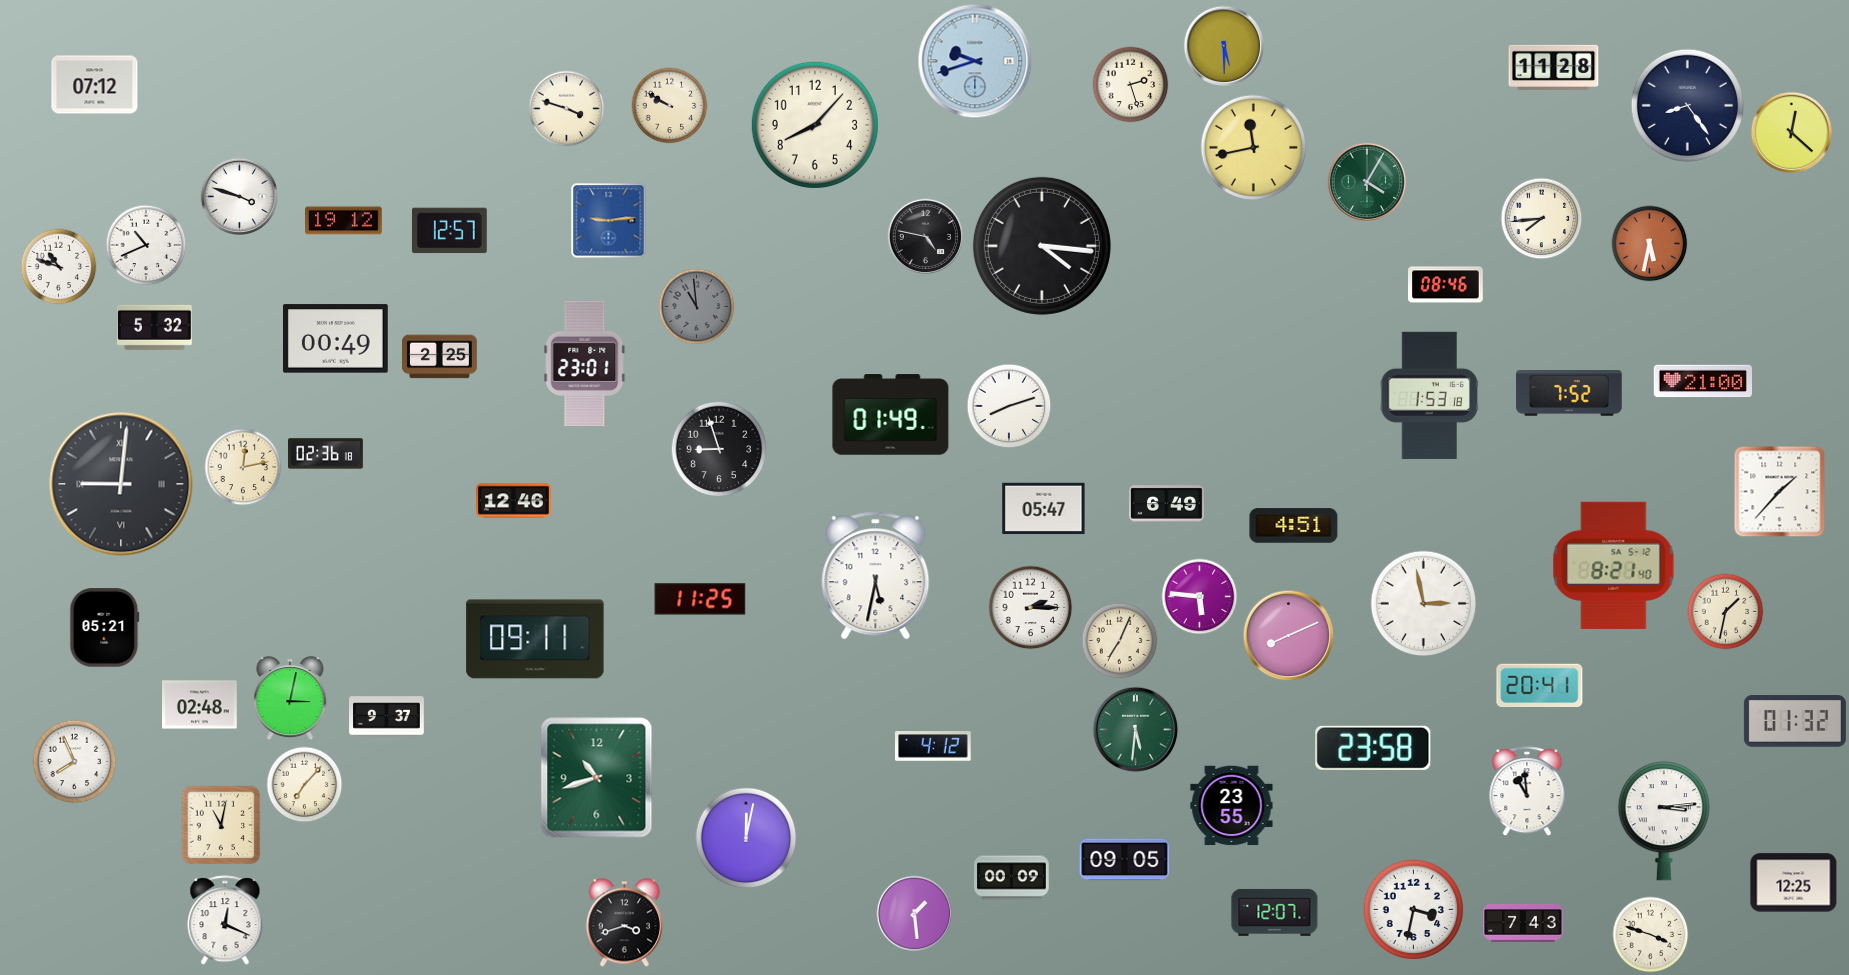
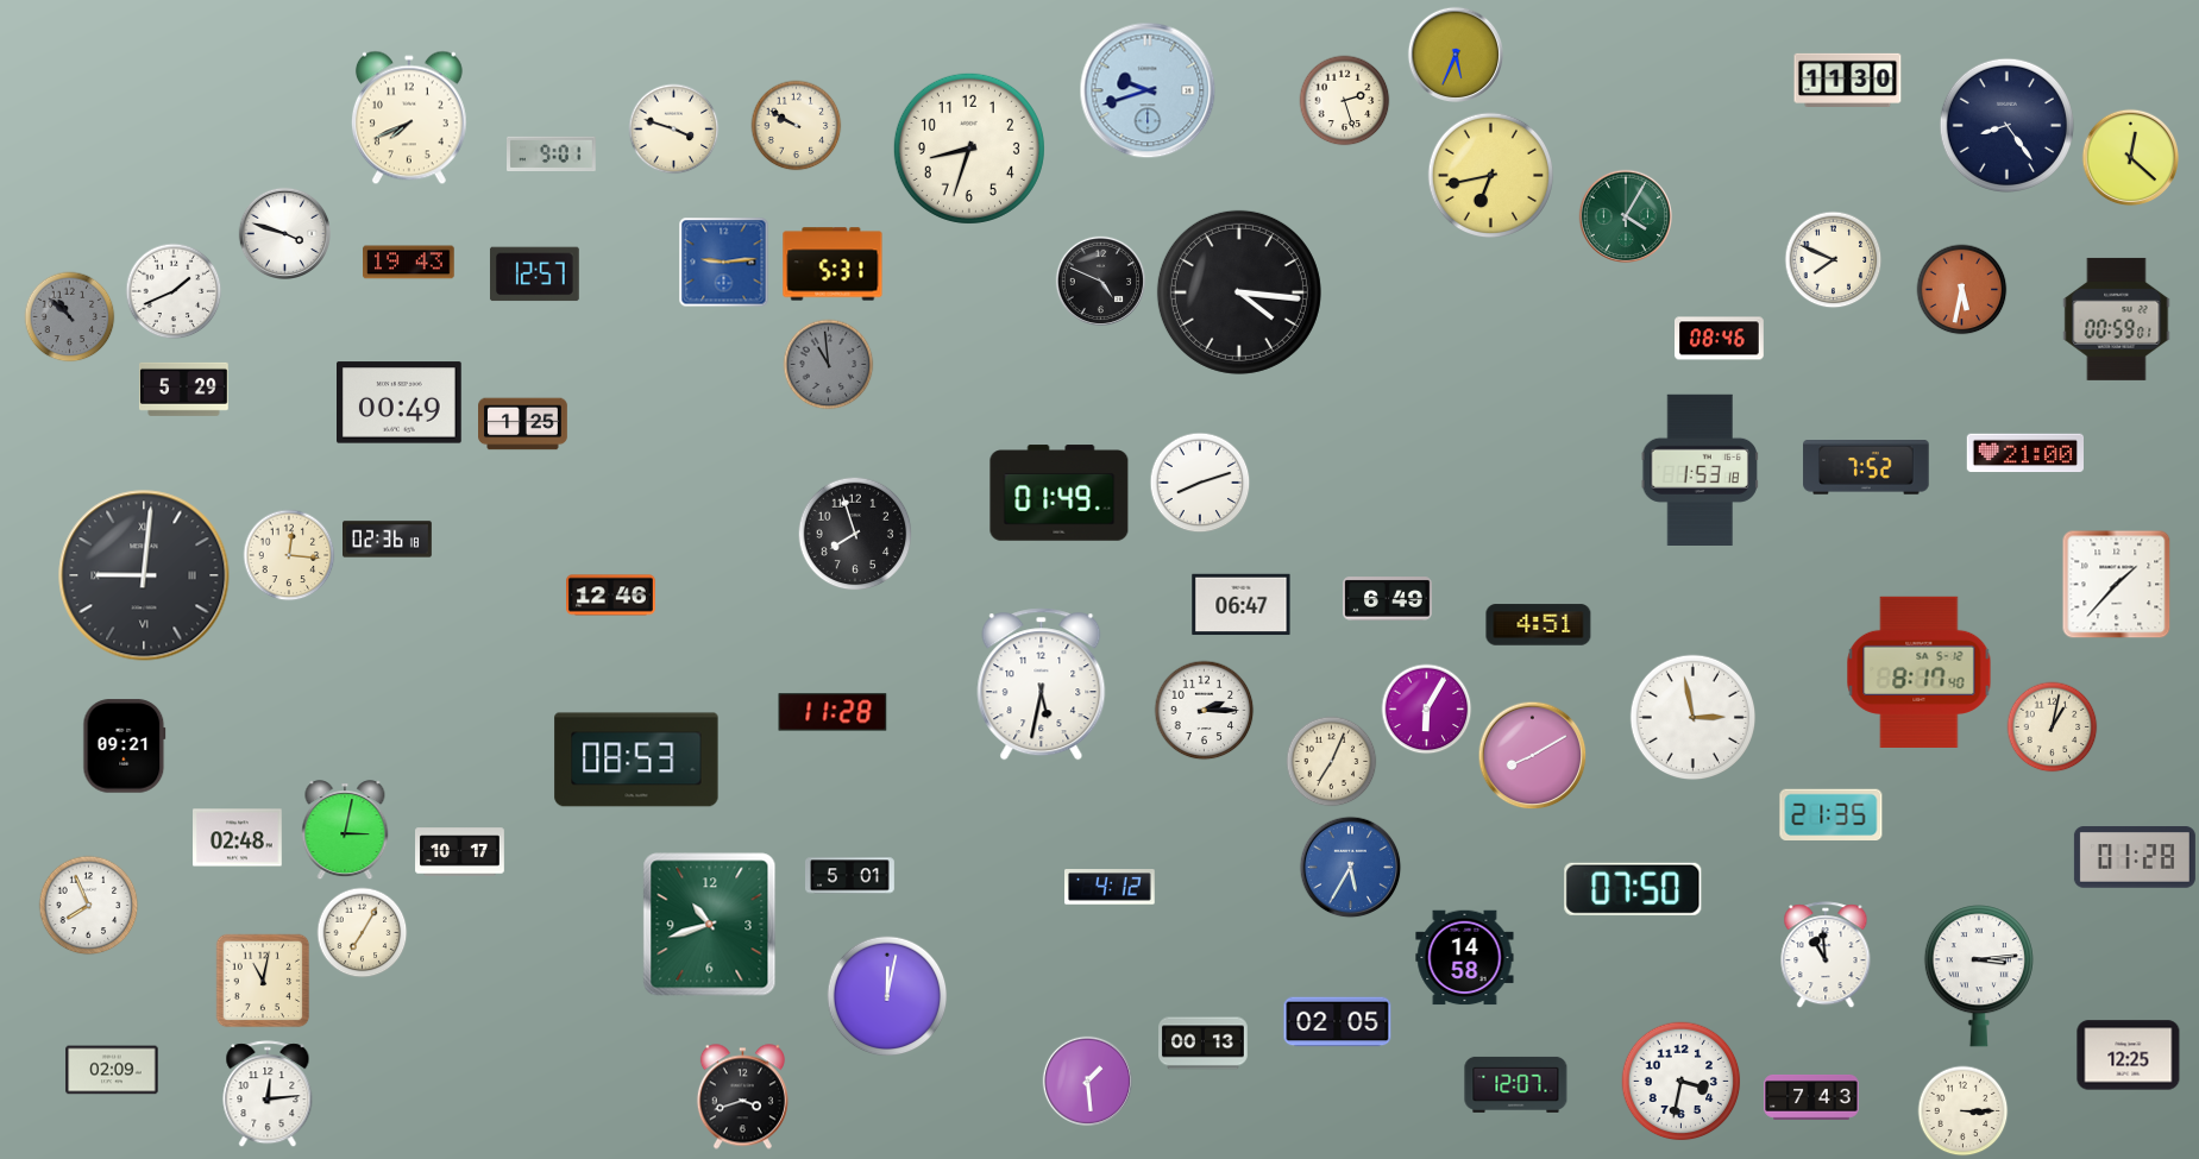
clock at (1224, 46): 5:30 -> 5:34
clock at (975, 61) position: (975, 61) -> (1148, 90)
clock at (1554, 67): 11:28 -> 11:30
clock at (95, 85): 07:12 -> none
clock at (409, 118): none -> 7:41
clock at (815, 125): 8:07 -> 8:33
clock at (552, 153): none -> 9:01
clock at (1254, 148): 11:43 -> 6:43
clock at (1542, 219): 7:44 -> 7:49
clock at (344, 221): 19:12 -> 19:43
clock at (833, 264): none -> 5:31
clock at (925, 236): 4:47 -> 4:49
clock at (146, 245): 10:41 -> 1:41
clock at (59, 267): 10:48 -> 10:52
clock at (59, 267) dial: white -> grey
clock at (2117, 319): none -> 00:59
clock at (155, 327): 5:32 -> 5:29
clock at (440, 357): 2:25 -> 1:25
clock at (585, 364): 23:01 -> none
clock at (719, 449): 8:57 -> 7:57
clock at (243, 467): 12:13 -> 12:16
clock at (1044, 509): 05:47 -> 06:47
clock at (1614, 565): 8:21 -> 8:17
clock at (1200, 597): 5:46 -> 6:05
clock at (700, 599): 11:25 -> 11:28
clock at (1031, 608) position: (1031, 608) -> (1205, 711)
clock at (1726, 612): 1:32 -> 1:02
clock at (105, 628): 05:21 -> 09:21
clock at (1289, 636): 8:11 -> 8:10
clock at (535, 639): 09:11 -> 08:53
clock at (1540, 686): 20:41 -> 21:35
clock at (387, 717): 9:37 -> 10:17
clock at (1795, 721): 01:32 -> 01:28
clock at (1136, 730): 5:31 -> 5:35
clock at (1136, 730) dial: green -> blue
clock at (850, 876): none -> 5:01
clock at (1373, 748): 23:58 -> 07:50
clock at (305, 785): 7:07 -> 7:05
clock at (1527, 792) position: (1527, 792) -> (1826, 956)
clock at (1232, 806): 23:55 -> 14:58
clock at (1125, 860): 09:05 -> 02:05
clock at (1012, 878): 00:09 -> 00:13
clock at (1794, 883) position: (1794, 883) -> (2129, 1056)
clock at (112, 1070): none -> 02:09
clock at (914, 913) position: (914, 913) -> (1087, 1081)
clock at (225, 921): 12:19 -> 12:14
clock at (1651, 935): 3:48 -> 3:15
